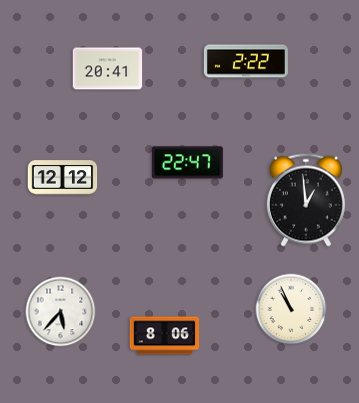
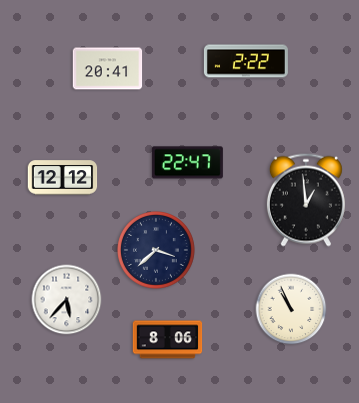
clock at (157, 251): none -> 3:38
clock at (61, 312) position: (61, 312) -> (67, 300)
clock at (165, 336) position: (165, 336) -> (168, 340)
